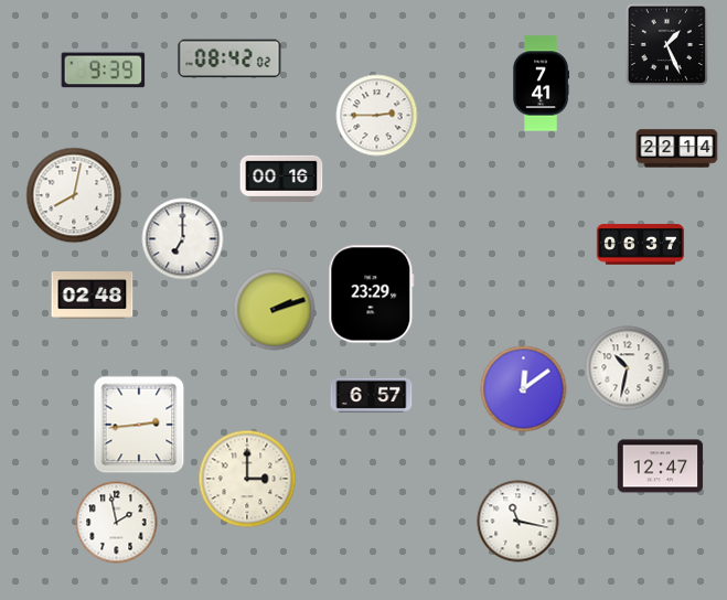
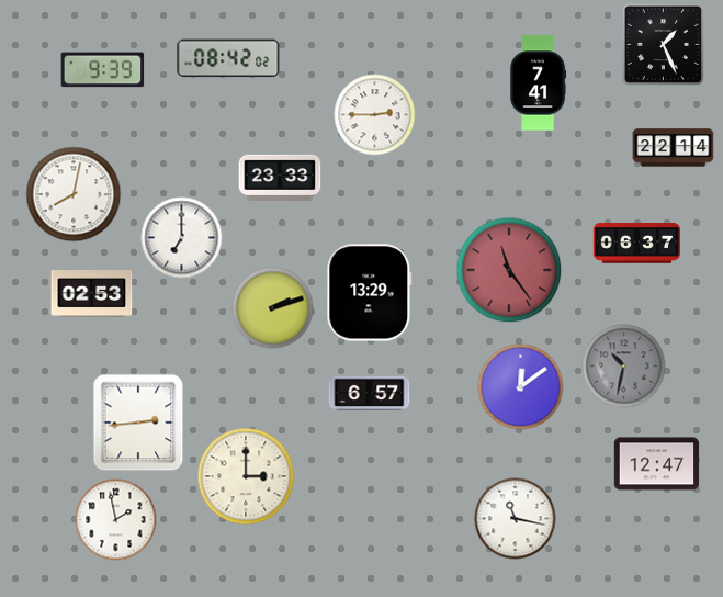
clock at (281, 178): 00:16 -> 23:33
clock at (509, 270): none -> 11:24
clock at (372, 294): 23:29 -> 13:29
clock at (93, 296): 02:48 -> 02:53
clock at (628, 368) dial: white -> grey
